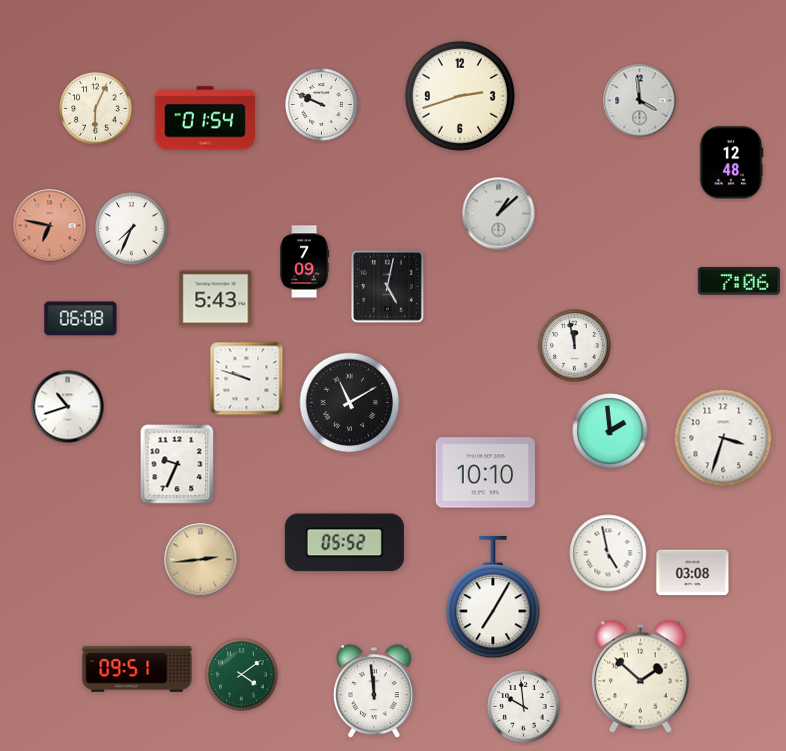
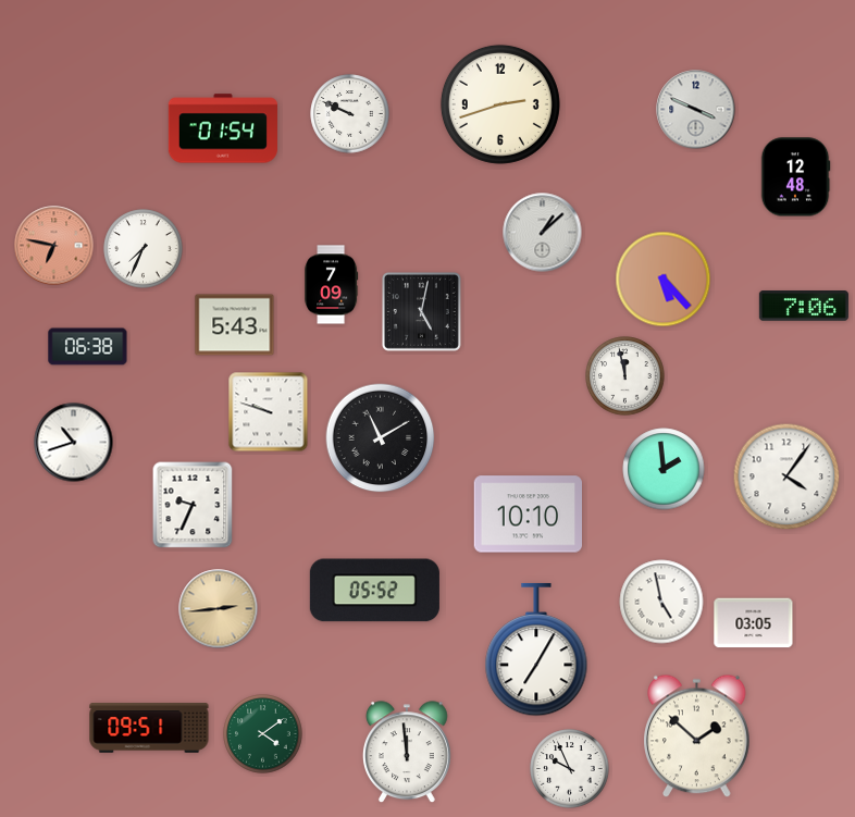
clock at (640, 101): 3:59 -> 3:49
clock at (96, 109): 6:04 -> none
clock at (664, 280): none -> 5:23
clock at (81, 319): 06:08 -> 06:38
clock at (723, 438): 3:33 -> 4:06
clock at (693, 573): 03:08 -> 03:05
clock at (524, 707): 9:59 -> 9:56
